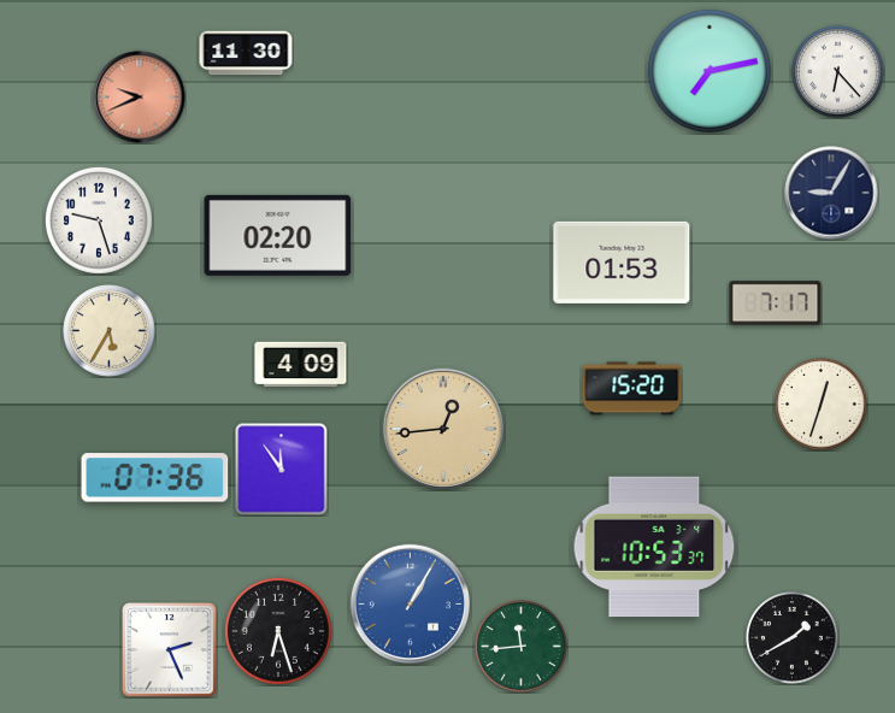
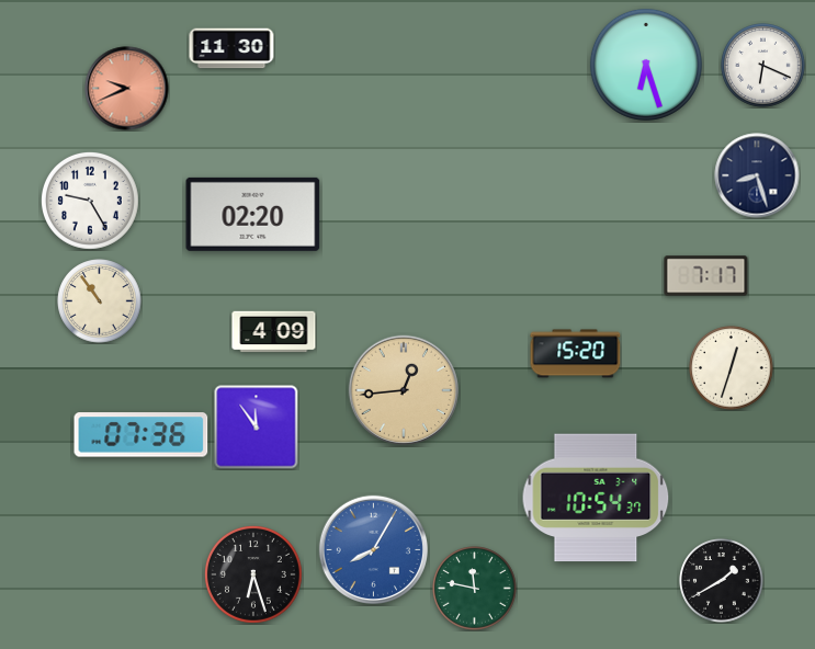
clock at (246, 53) position: (246, 53) -> (231, 48)
clock at (709, 71): 7:13 -> 6:27
clock at (838, 72): 6:23 -> 6:19
clock at (831, 193): 9:05 -> 8:27
clock at (99, 220): 9:27 -> 9:25
clock at (622, 263): 01:53 -> none
clock at (110, 331): 5:35 -> 10:54
clock at (822, 405) position: (822, 405) -> (732, 368)
clock at (654, 547): 10:53 -> 10:54
clock at (410, 603): 1:05 -> 8:05
clock at (522, 647): 11:44 -> 11:47
clock at (170, 650): 2:26 -> none
